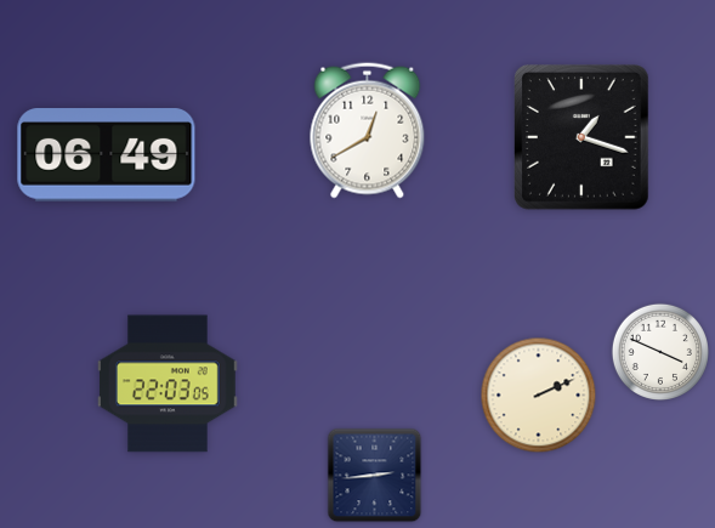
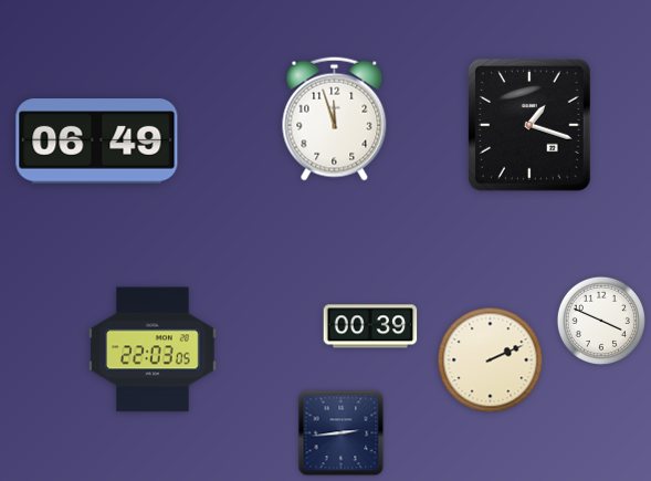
clock at (368, 131): 12:40 -> 11:57
clock at (370, 326): none -> 00:39
